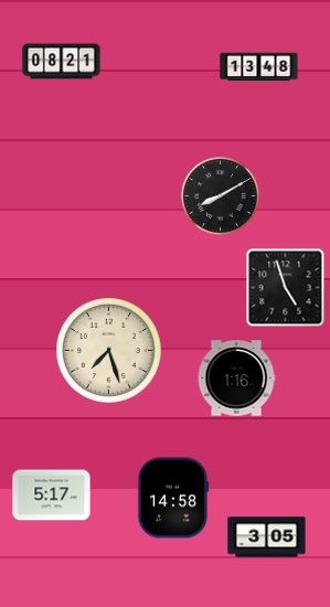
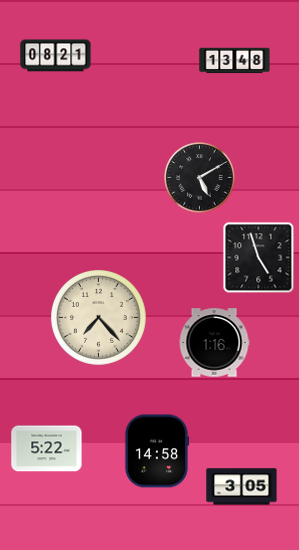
clock at (221, 196): 8:10 -> 5:10
clock at (286, 288) position: (286, 288) -> (259, 258)
clock at (109, 351): 7:27 -> 7:23
clock at (52, 496): 5:17 -> 5:22
